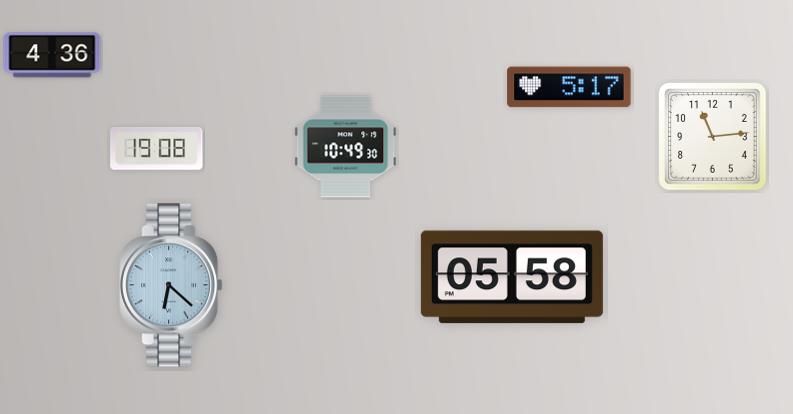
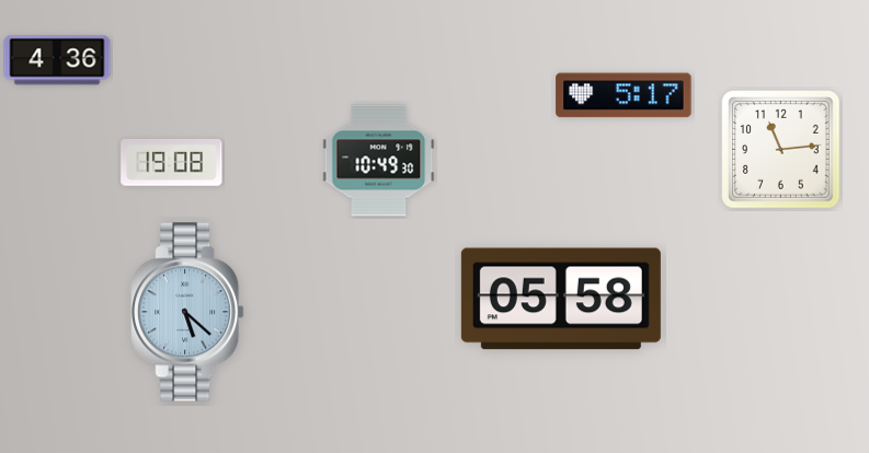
clock at (512, 277) position: (512, 277) -> (561, 299)
clock at (171, 285): 6:22 -> 5:22
